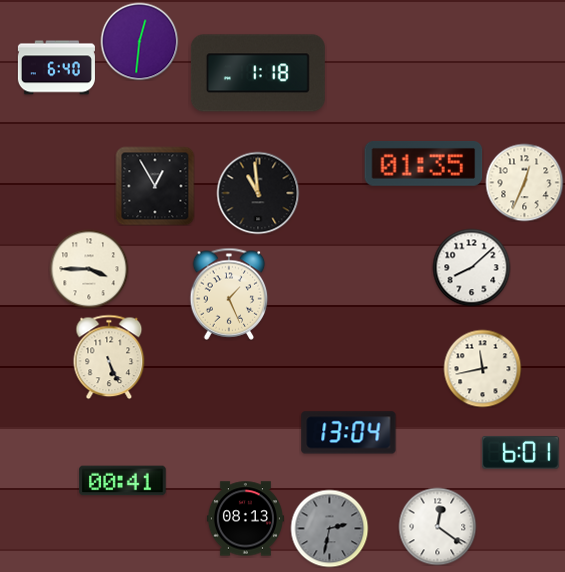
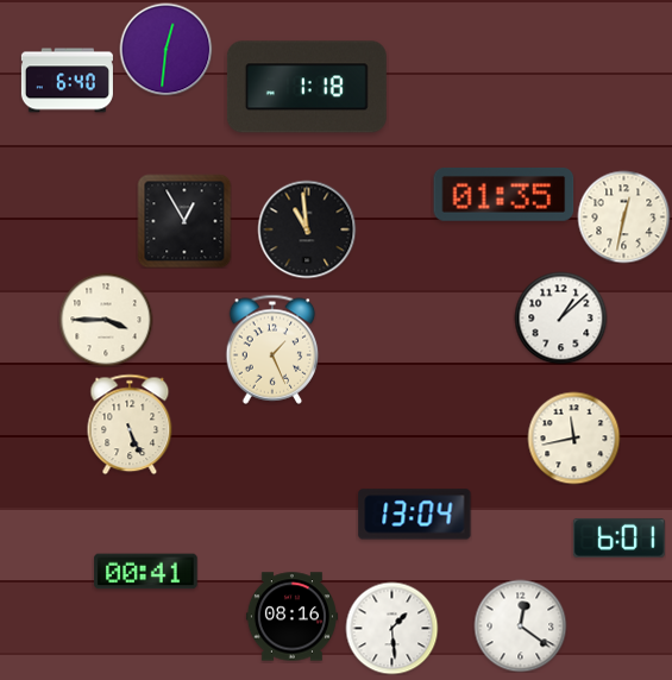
clock at (524, 182): 12:34 -> 12:32
clock at (471, 267): 8:08 -> 1:08
clock at (245, 519): 08:13 -> 08:16
clock at (329, 528): 2:32 -> 1:29
clock at (329, 528) dial: grey -> white
